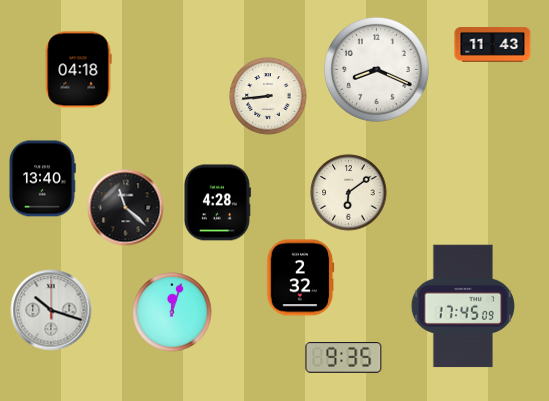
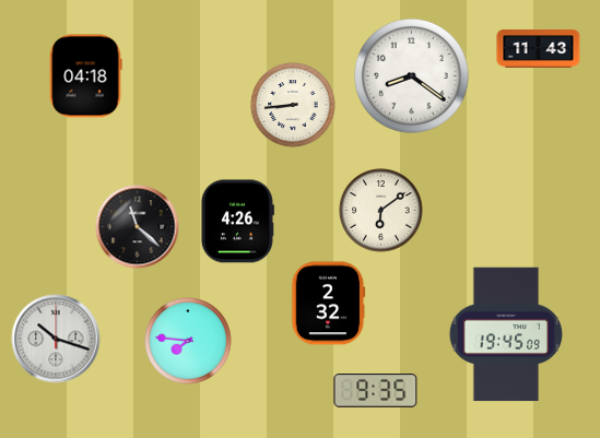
clock at (376, 69): 8:19 -> 8:21
clock at (42, 179): 13:40 -> none
clock at (217, 203): 4:28 -> 4:26
clock at (463, 306): 17:45 -> 19:45
clock at (172, 312): 12:03 -> 7:46
